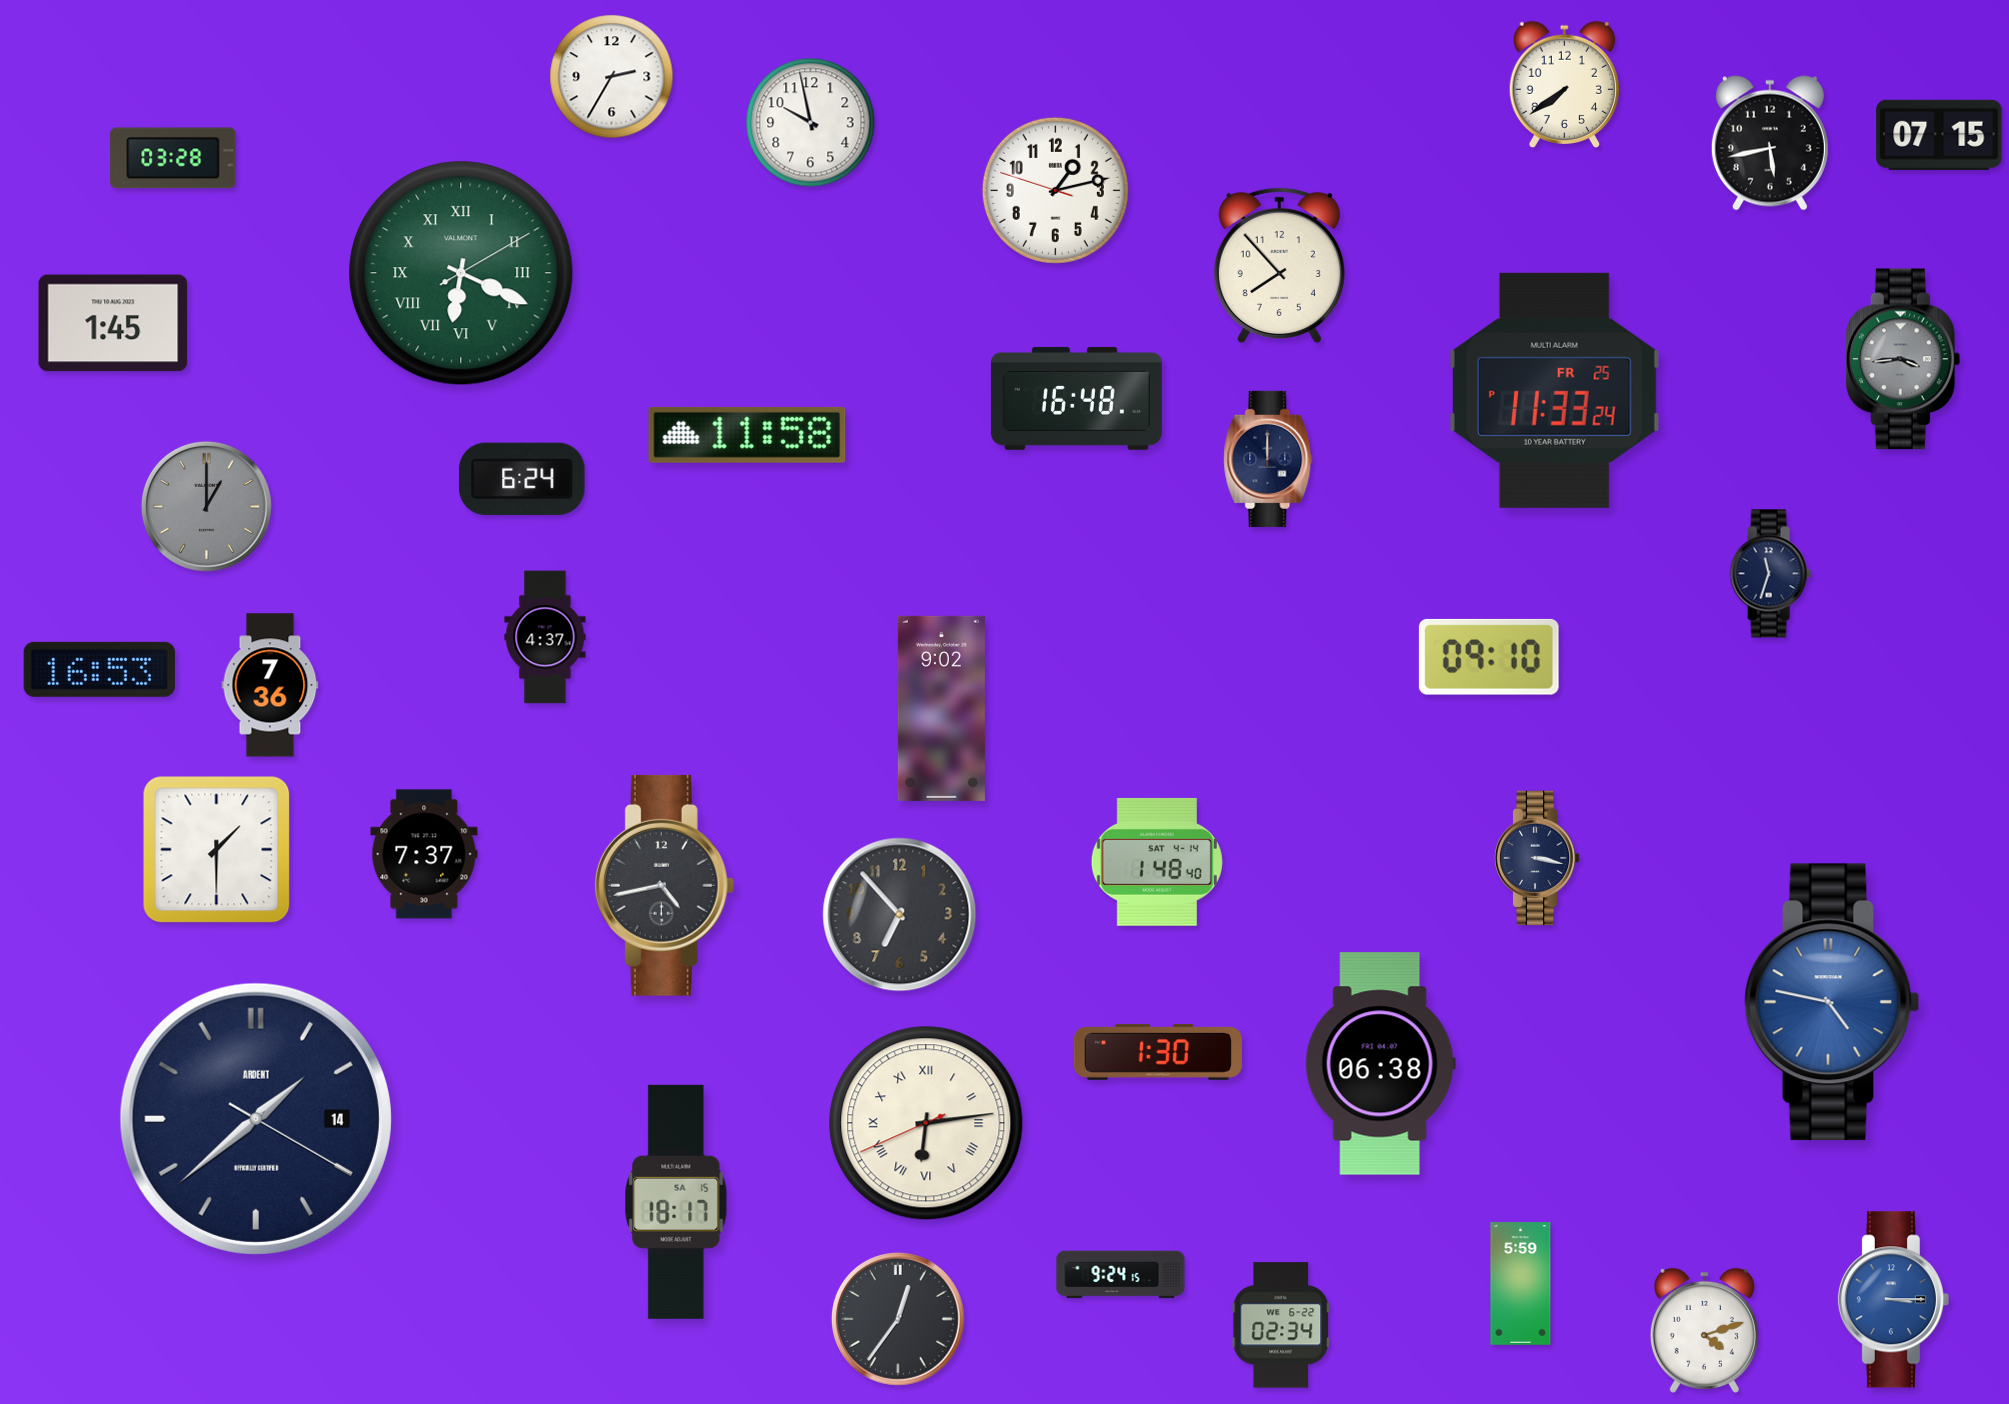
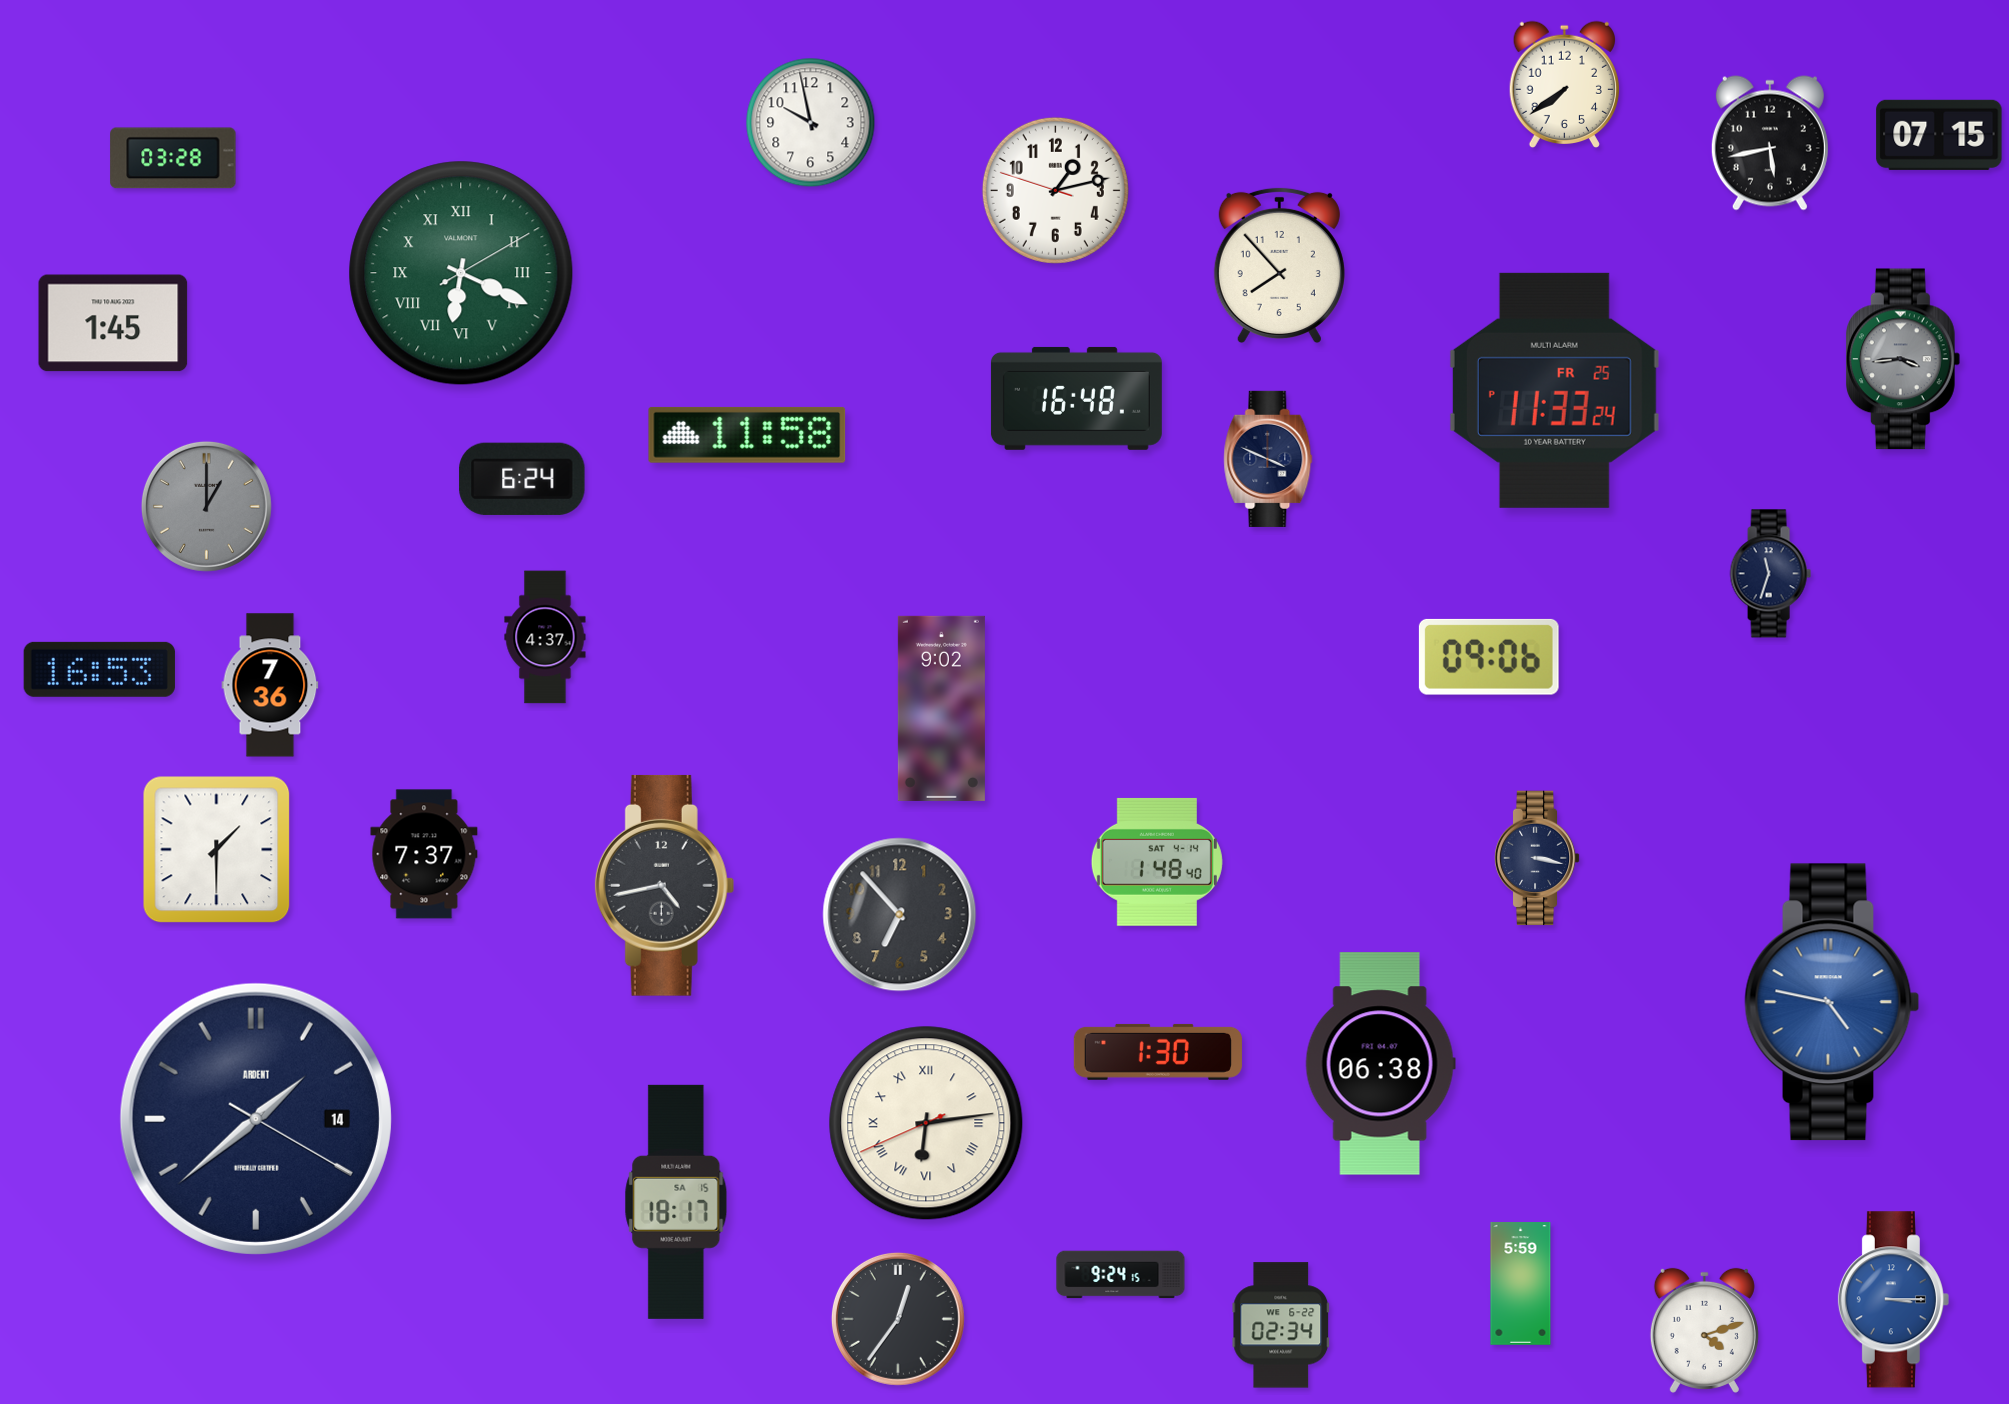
clock at (612, 77): 2:35 -> none
clock at (1268, 459): 12:00 -> 3:49
clock at (1489, 657): 09:10 -> 09:06
